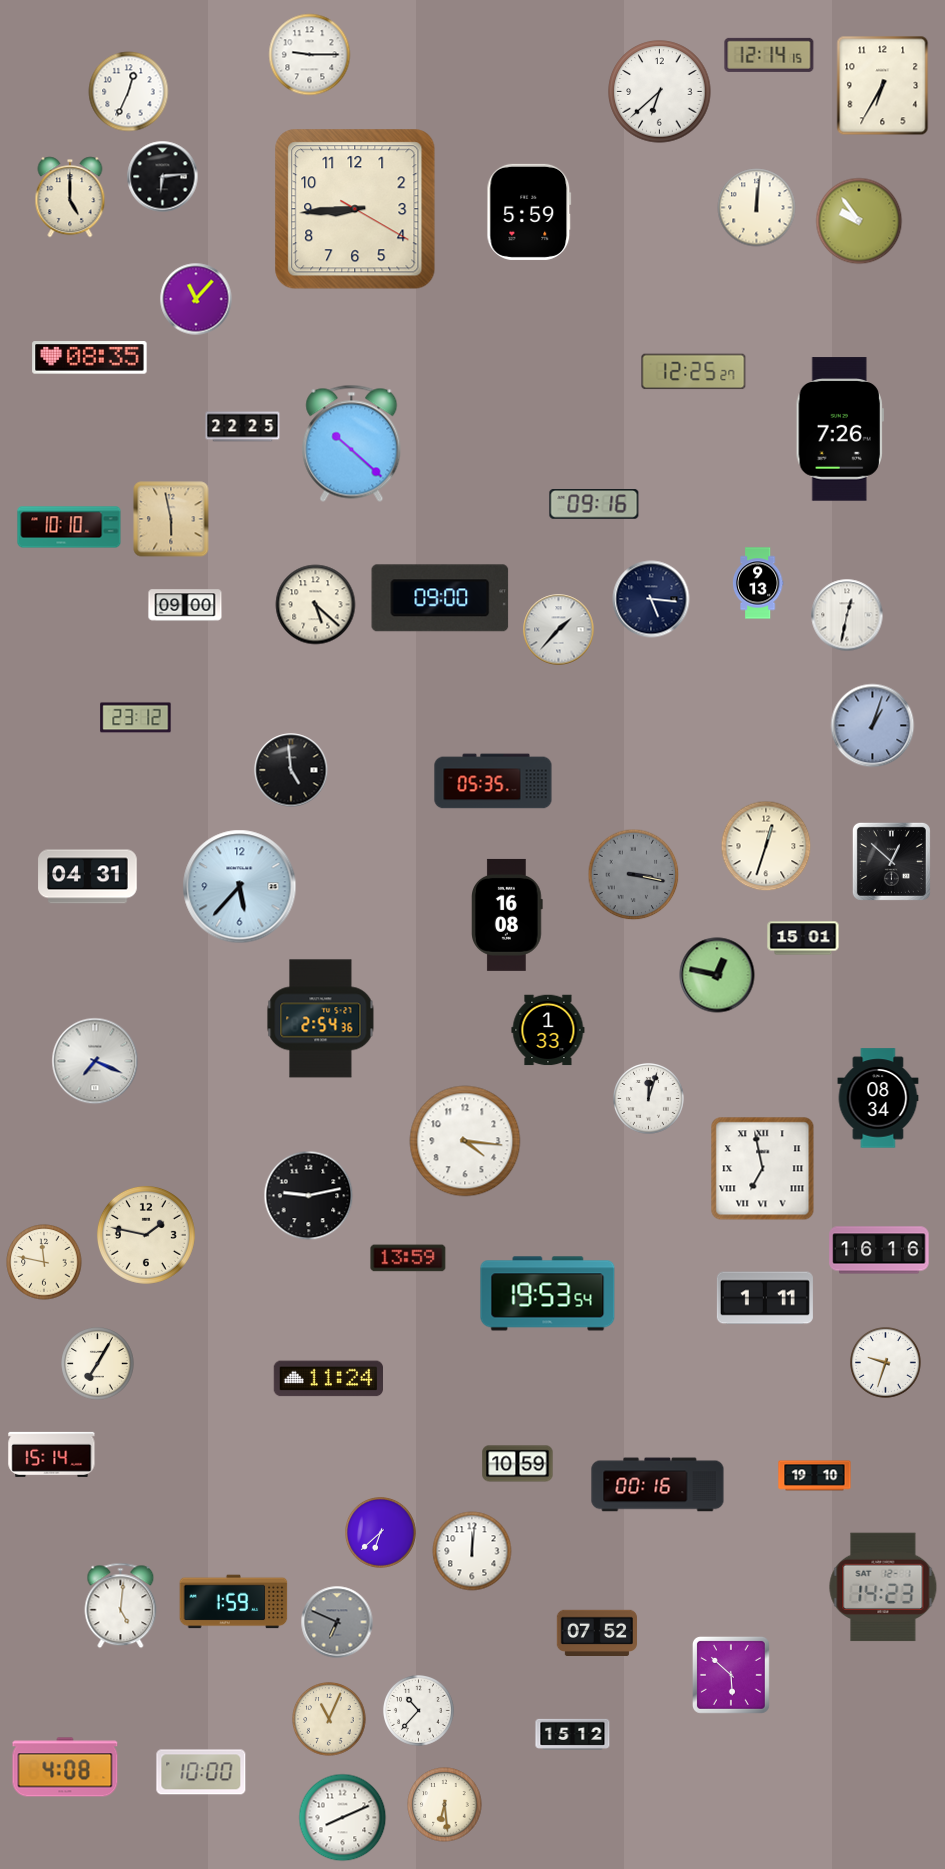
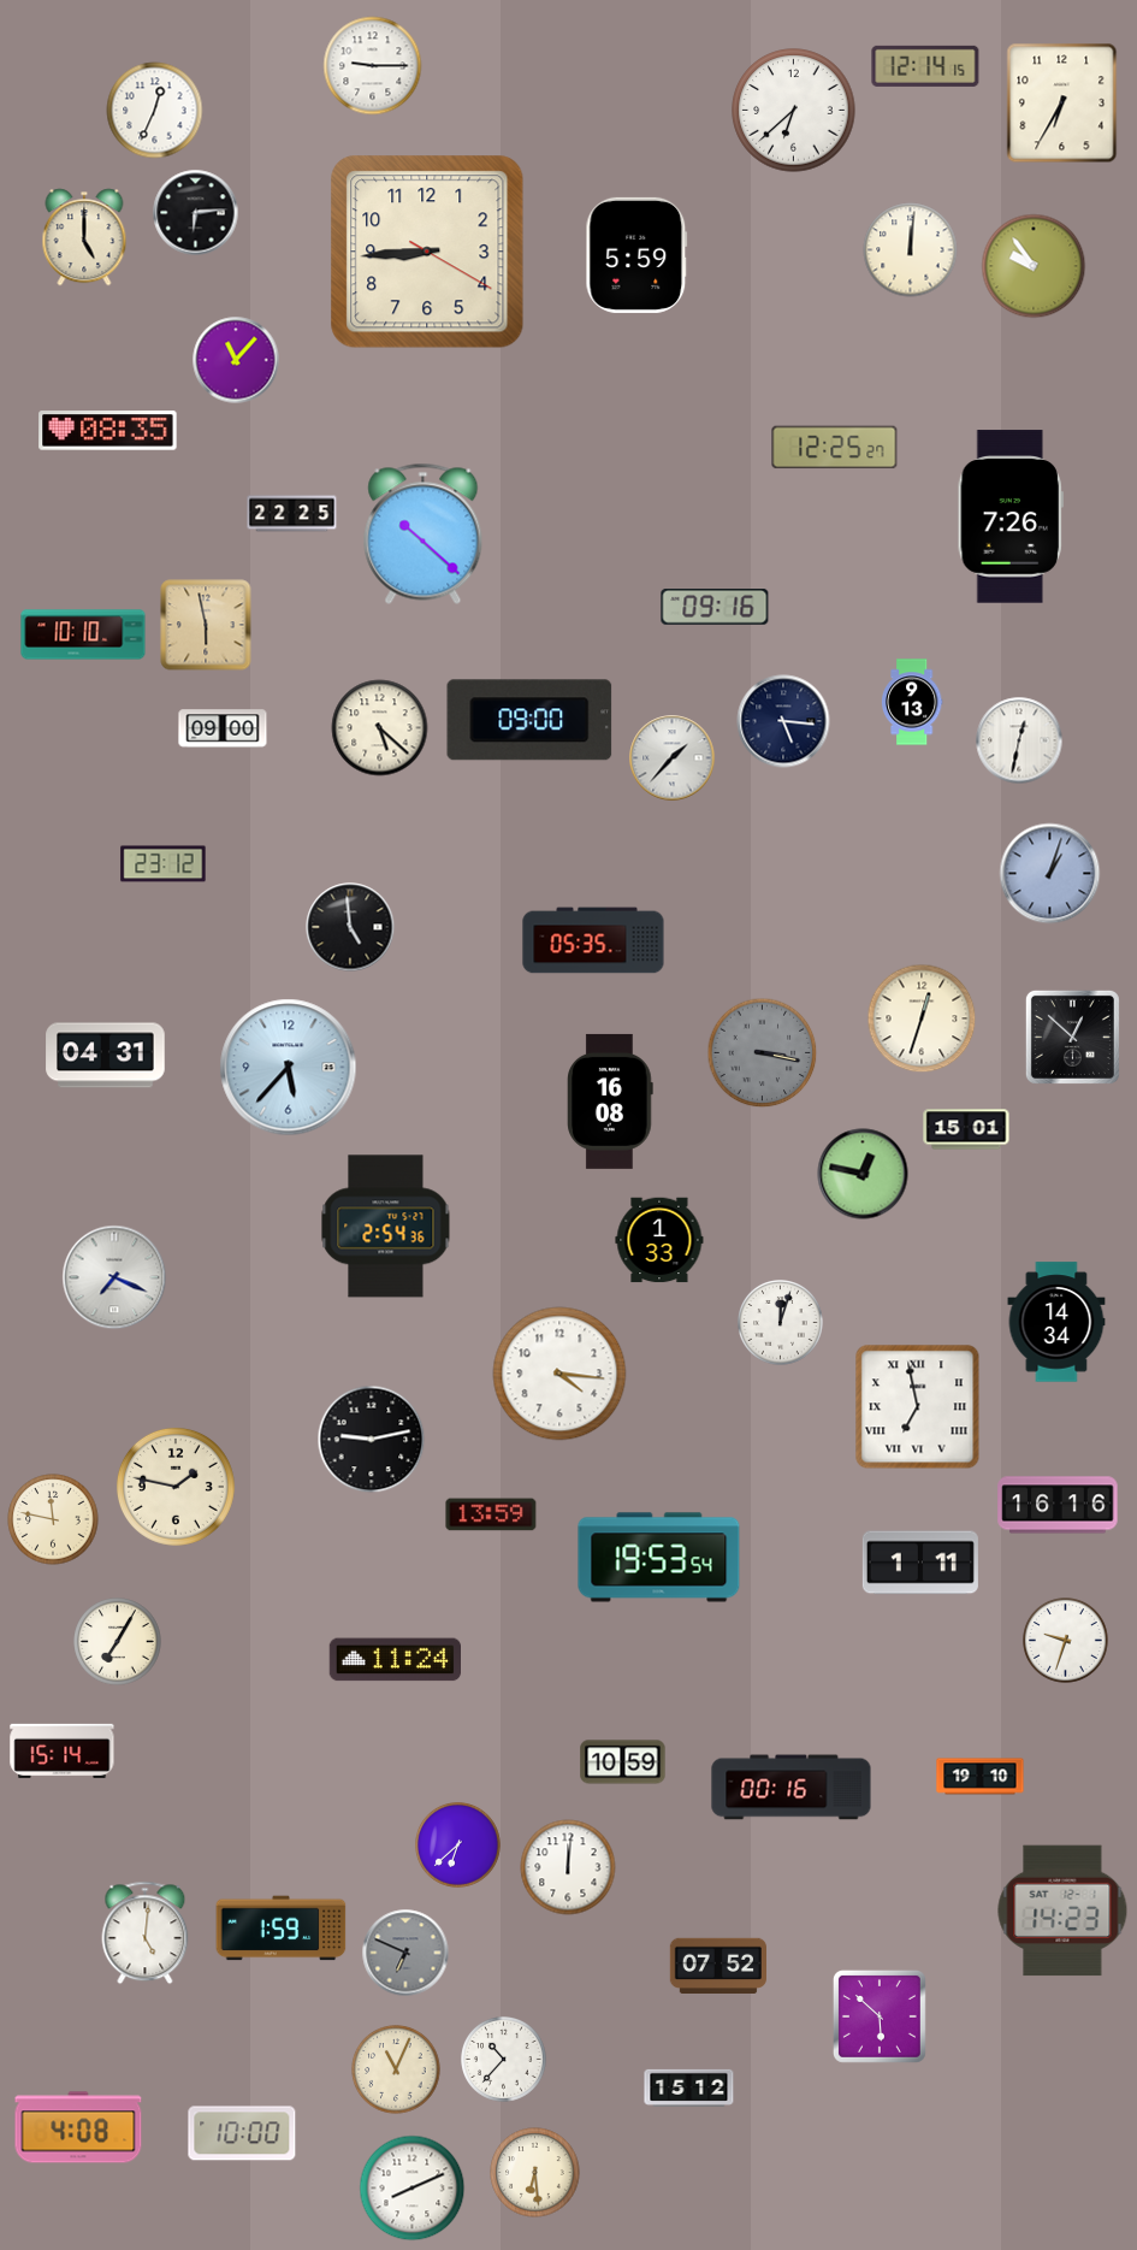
clock at (878, 1098): 08:34 -> 14:34
